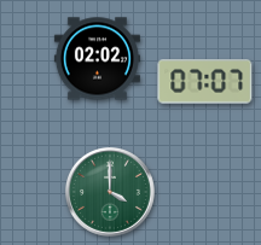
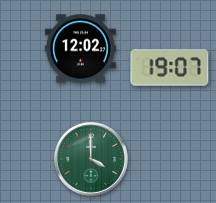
clock at (97, 59): 02:02 -> 12:02
clock at (205, 82): 07:07 -> 19:07
